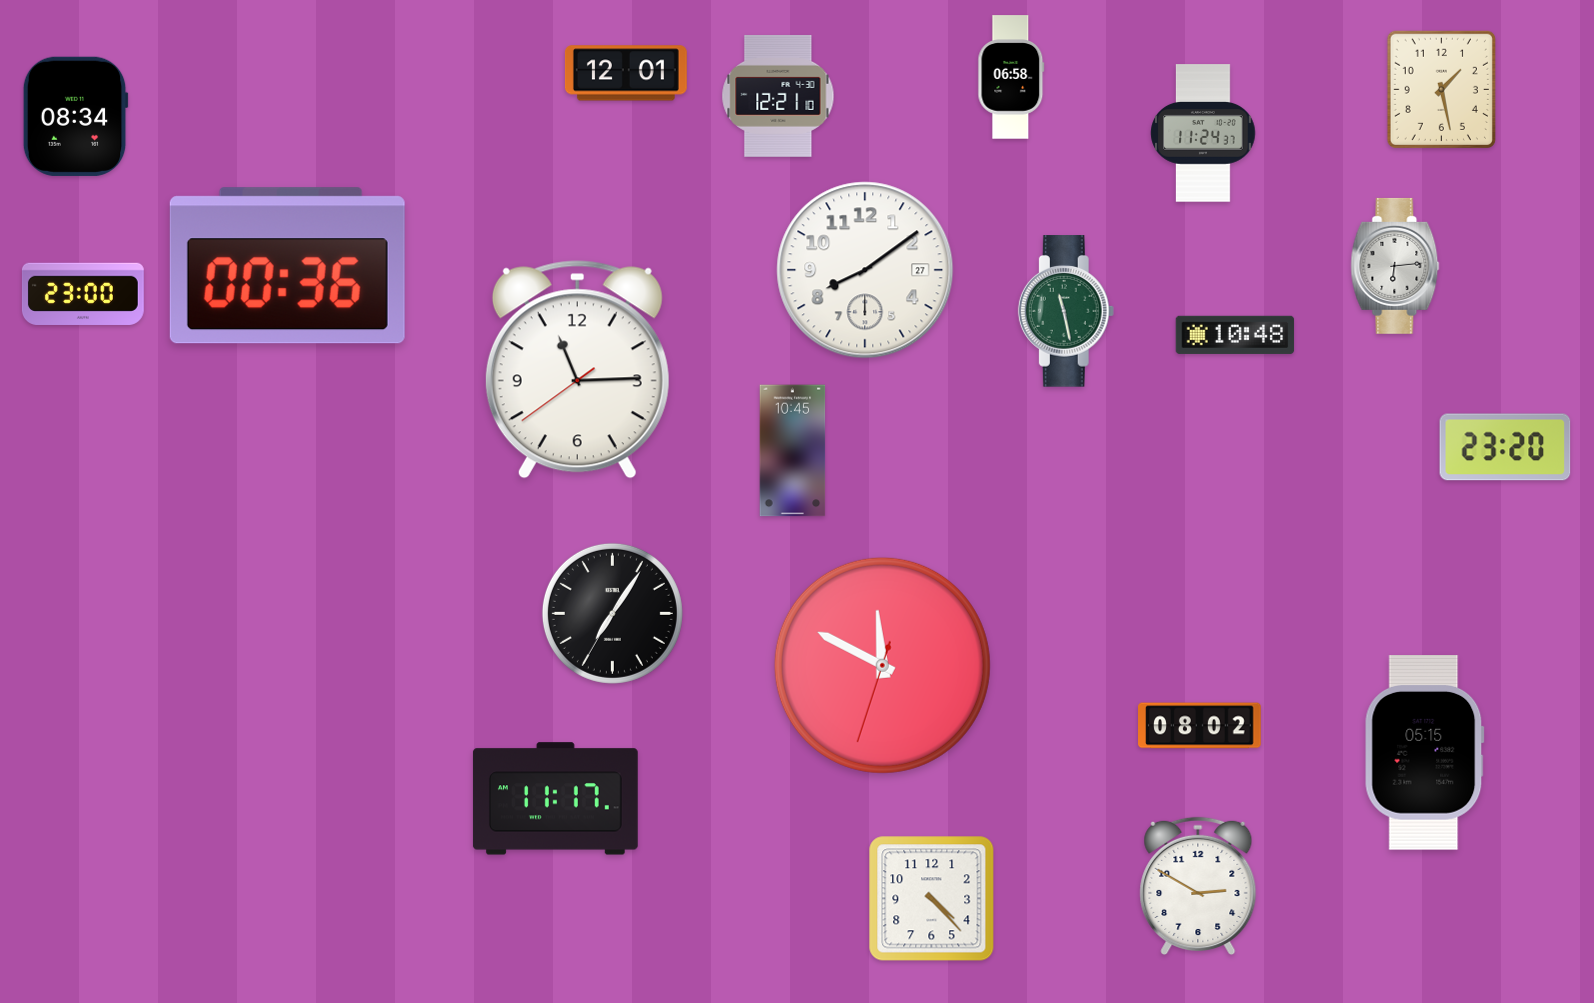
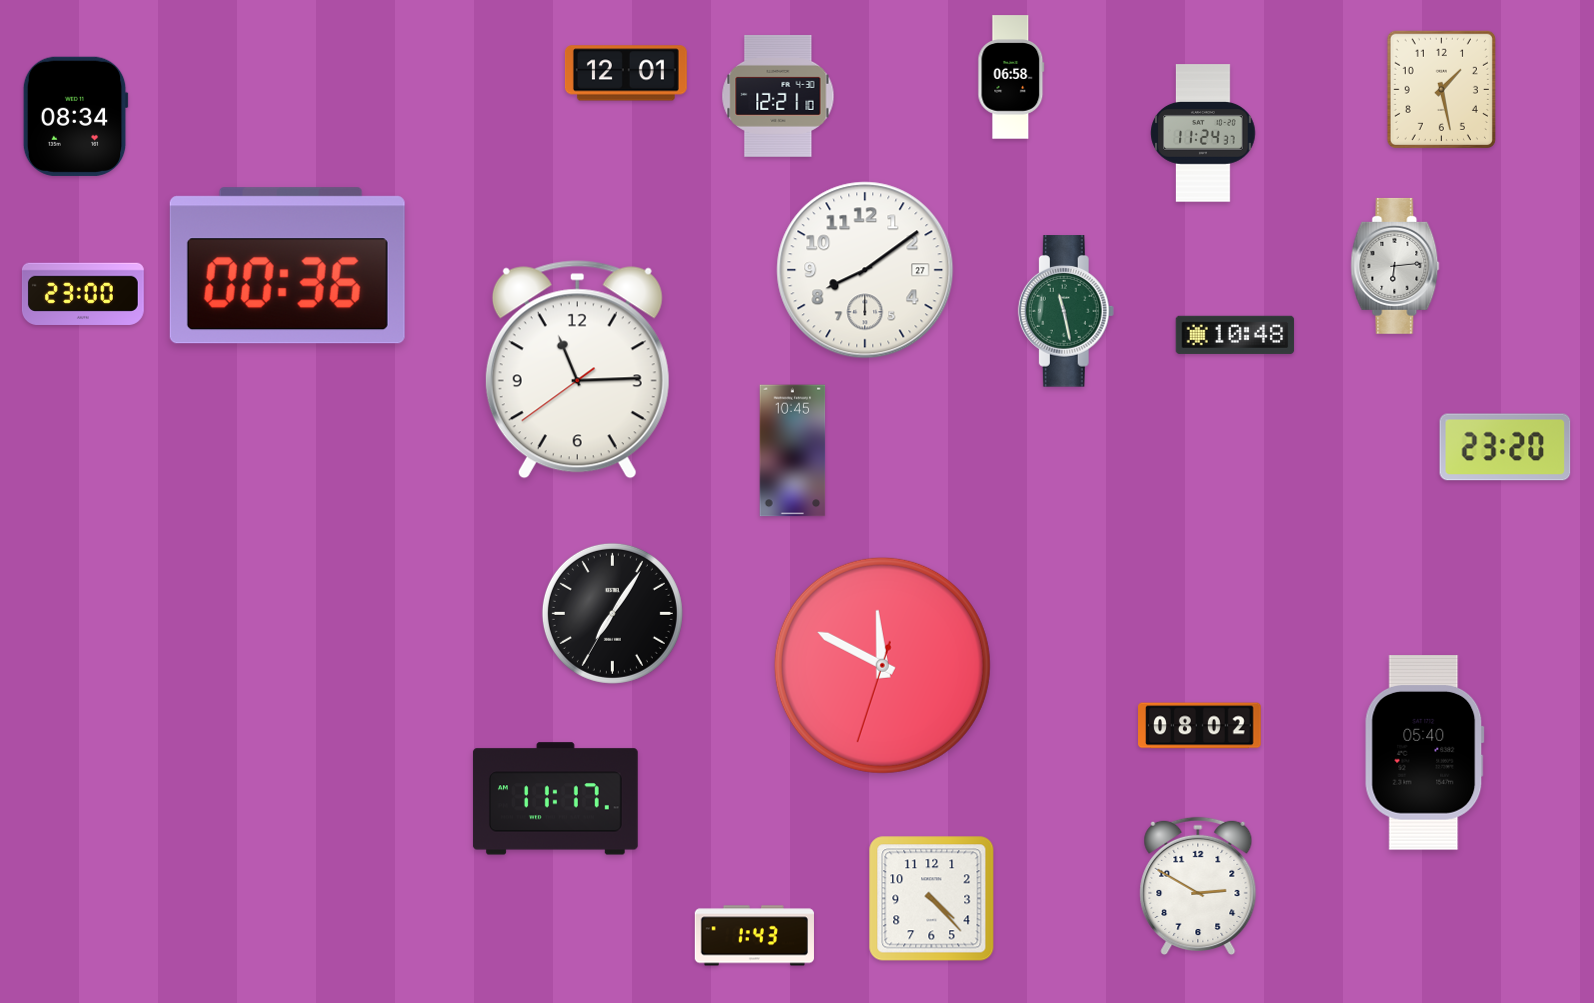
clock at (1424, 753): 05:15 -> 05:40
clock at (754, 936): none -> 1:43
